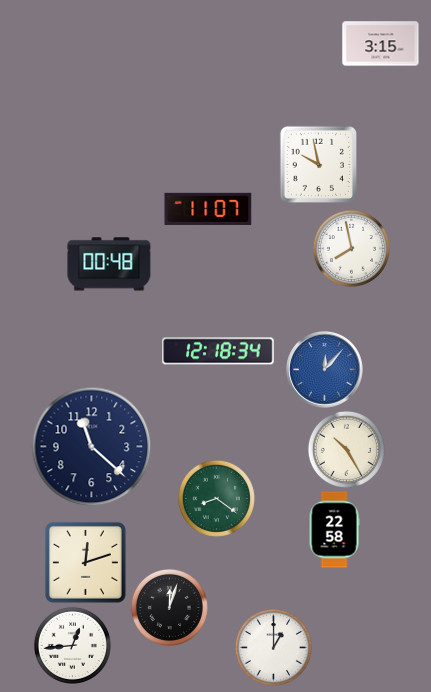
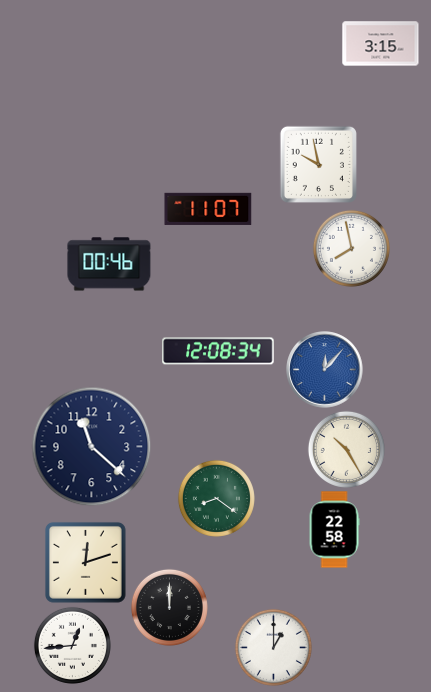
clock at (109, 264): 00:48 -> 00:46
clock at (218, 351): 12:18 -> 12:08
clock at (169, 607): 12:03 -> 12:00
